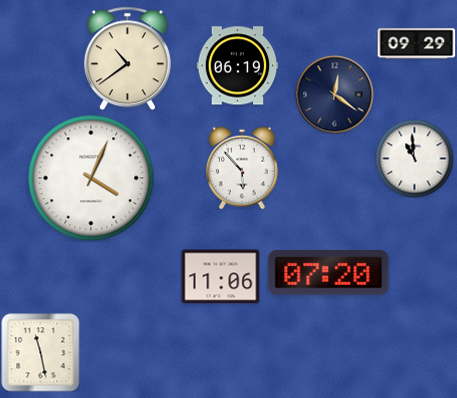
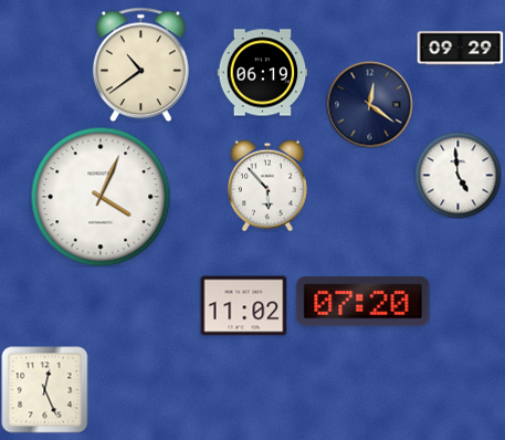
clock at (414, 158): 10:59 -> 4:59
clock at (220, 277): 11:06 -> 11:02
clock at (40, 352): 11:28 -> 12:26
